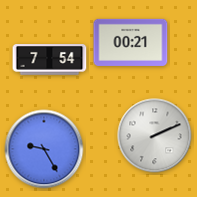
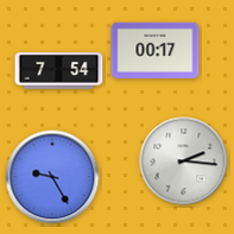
clock at (131, 42): 00:21 -> 00:17
clock at (155, 136): 2:11 -> 2:16
